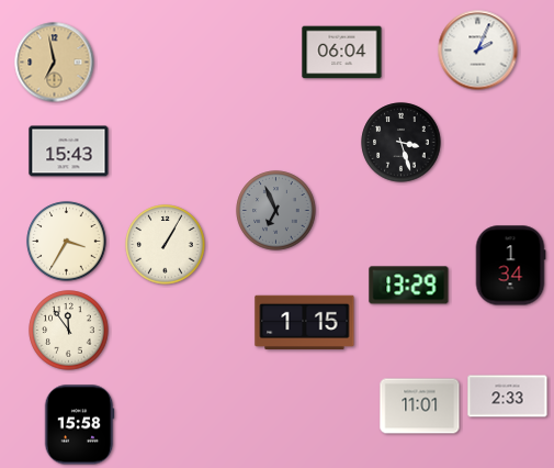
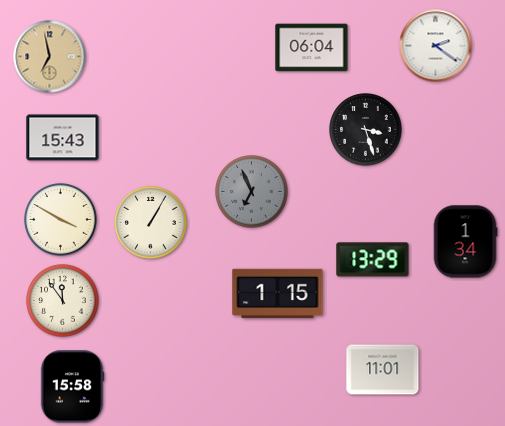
clock at (478, 51): 2:04 -> 2:21
clock at (67, 242): 3:35 -> 3:50
clock at (508, 397): 2:33 -> none
